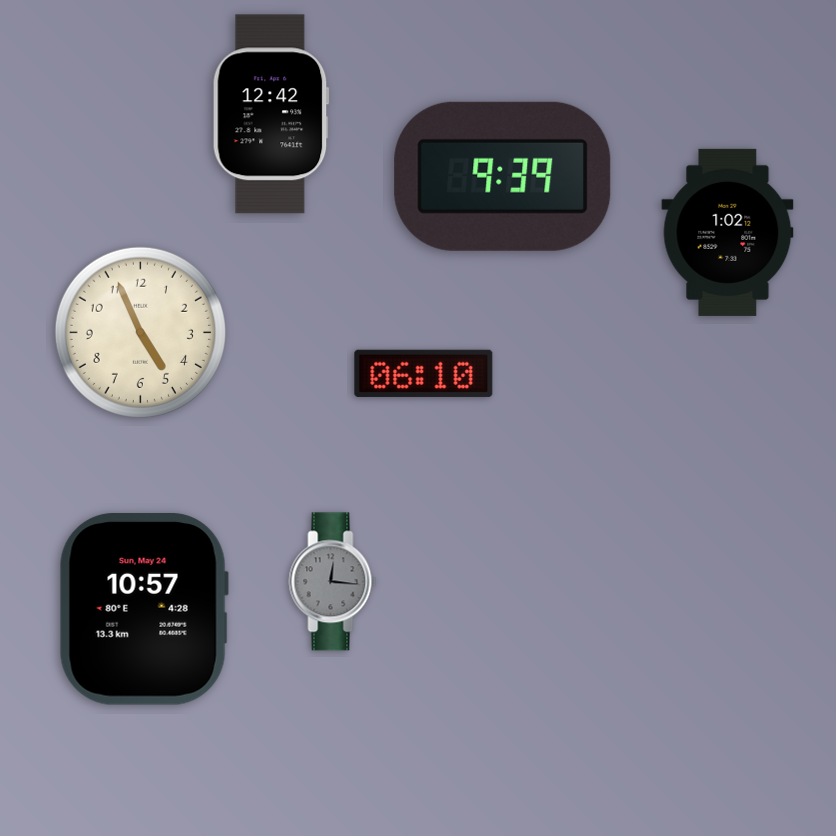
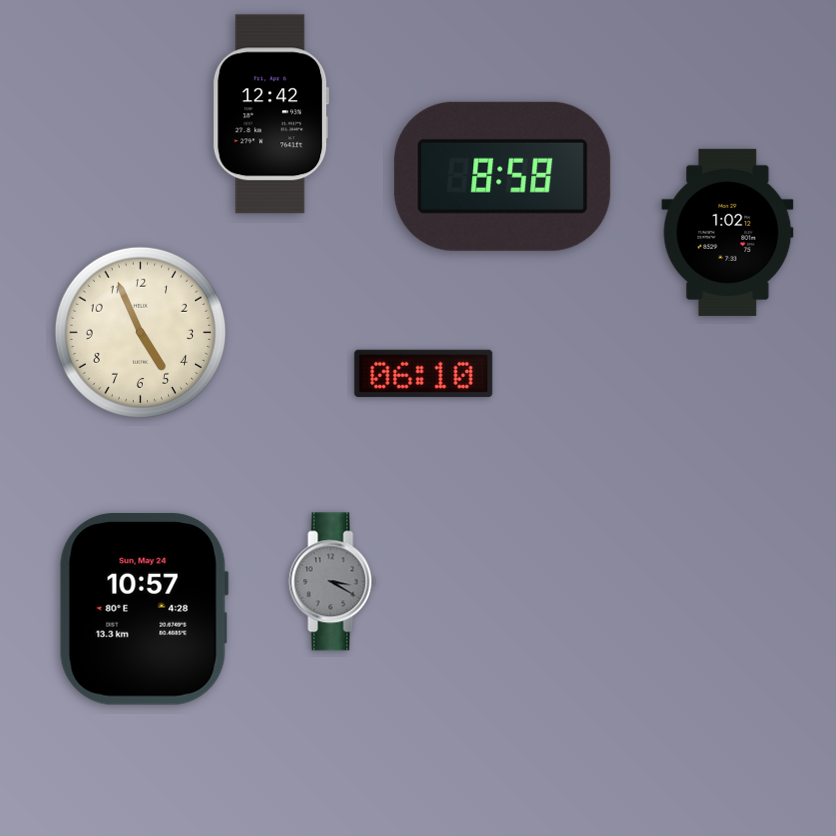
clock at (503, 176): 9:39 -> 8:58
clock at (333, 582): 12:16 -> 3:20
